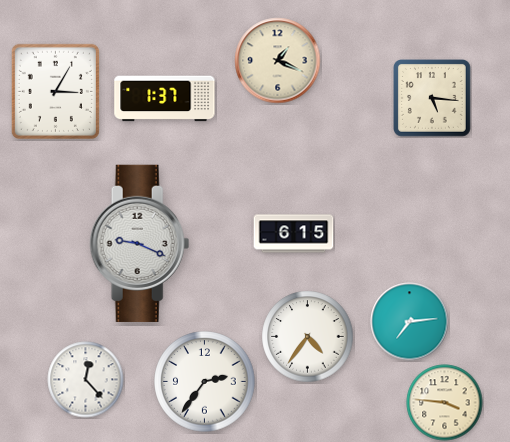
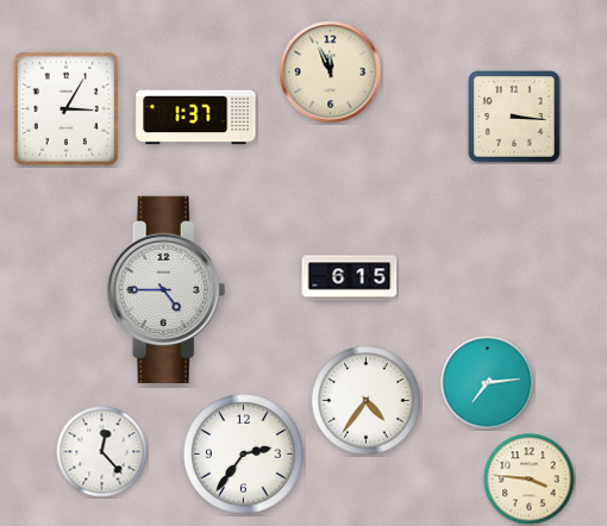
clock at (278, 61): 1:19 -> 11:56
clock at (433, 99): 5:16 -> 3:16
clock at (140, 243): 9:19 -> 4:45
